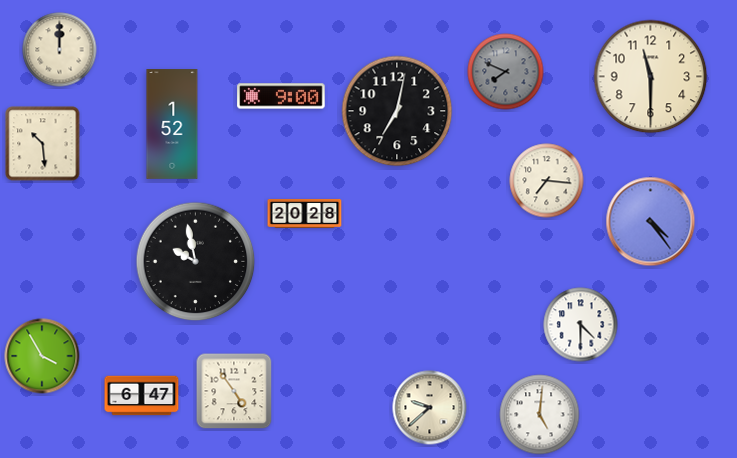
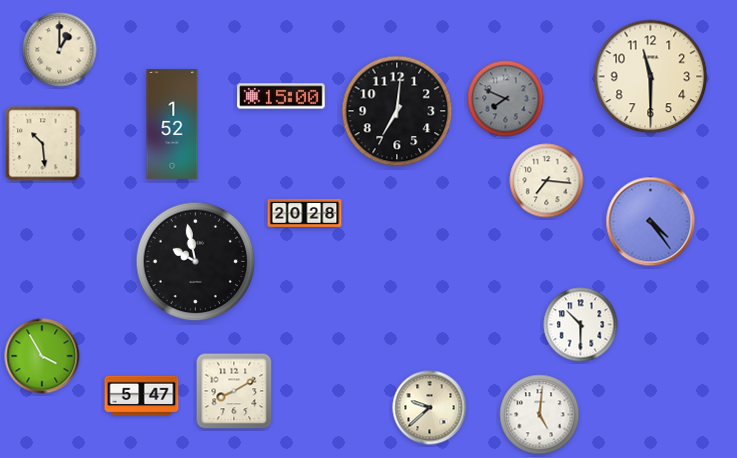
clock at (60, 50): 12:00 -> 1:00
clock at (506, 72) position: (506, 72) -> (506, 99)
clock at (281, 96): 9:00 -> 15:00
clock at (397, 111): 7:02 -> 7:01
clock at (581, 325): 4:30 -> 10:30
clock at (234, 391): 4:54 -> 8:10
clock at (142, 396): 6:47 -> 5:47
